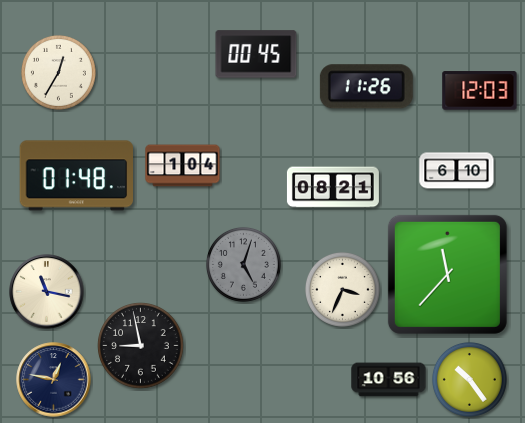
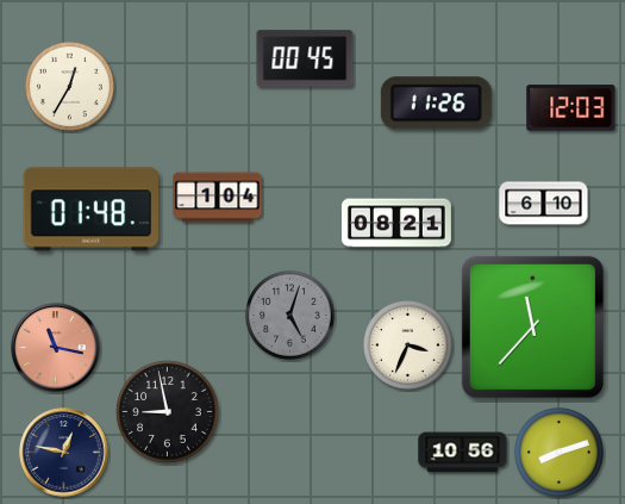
clock at (256, 54) position: (256, 54) -> (305, 58)
clock at (47, 292) dial: cream -> salmon
clock at (469, 379): 10:24 -> 8:12
